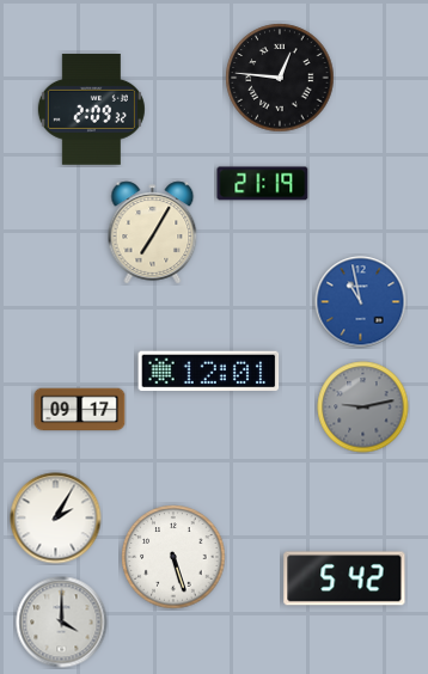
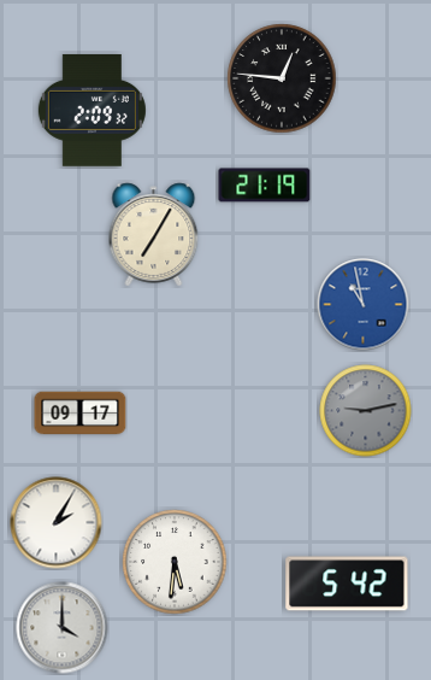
clock at (209, 372): 12:01 -> none
clock at (173, 557): 5:27 -> 5:31
